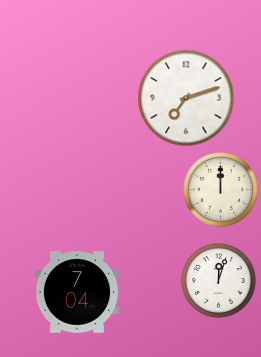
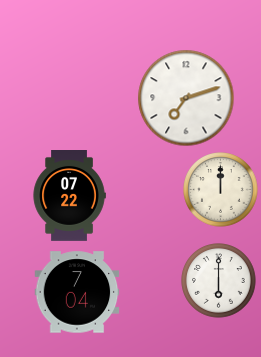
clock at (69, 196): none -> 07:22
clock at (219, 281): 12:03 -> 6:00
